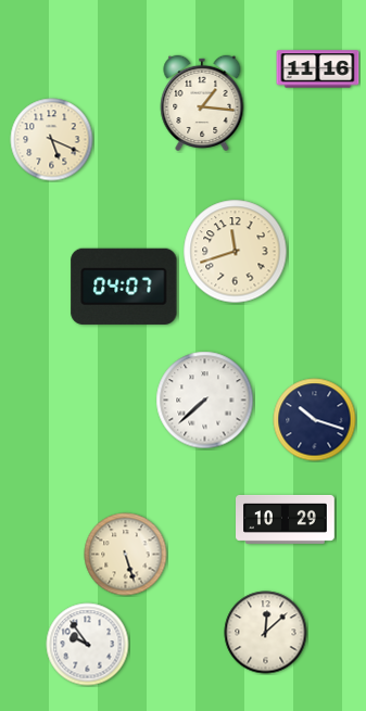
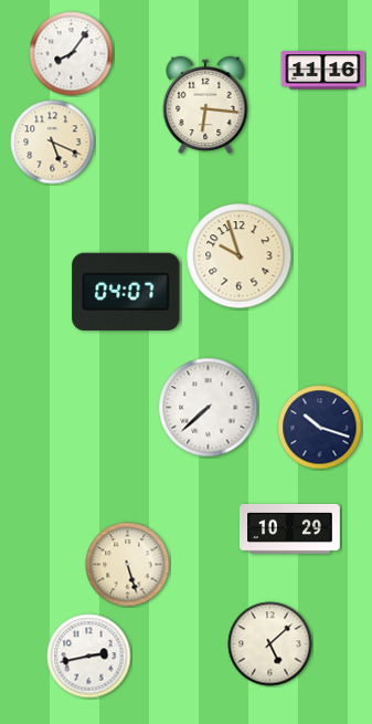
clock at (72, 54): none -> 8:06
clock at (202, 103): 1:16 -> 6:16
clock at (236, 252): 11:42 -> 9:57
clock at (266, 633): 12:08 -> 5:08
clock at (88, 645): 9:54 -> 2:43
